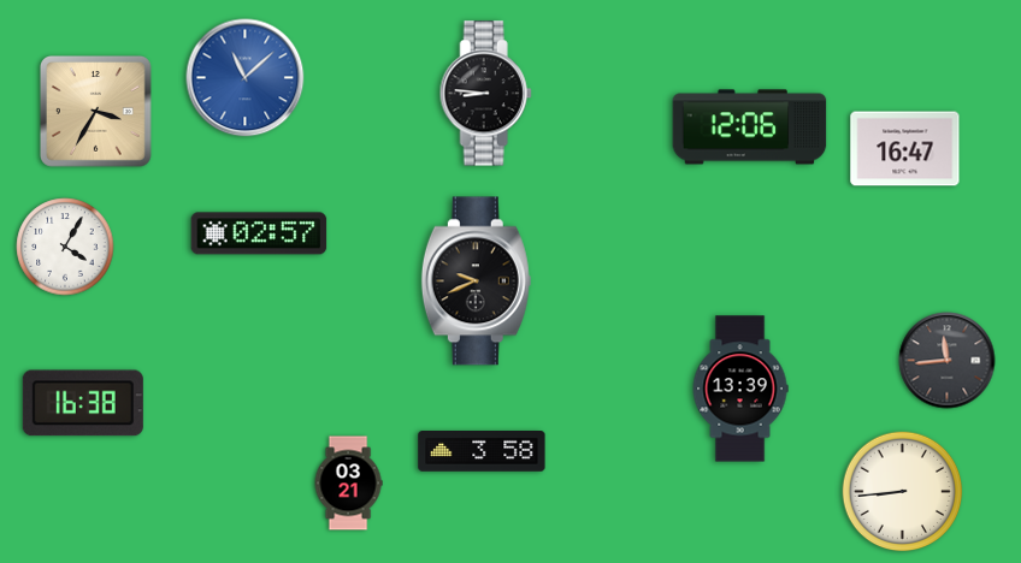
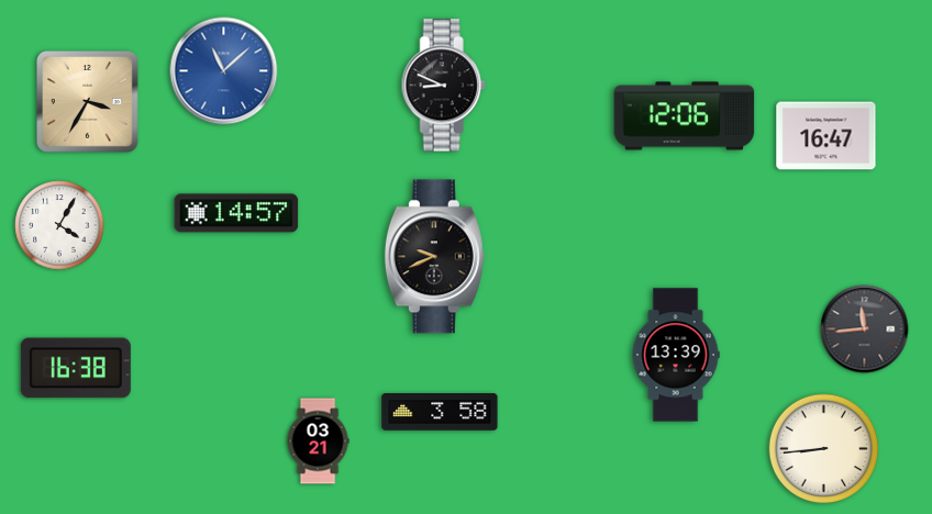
clock at (485, 94): 8:46 -> 8:49
clock at (259, 233): 02:57 -> 14:57
